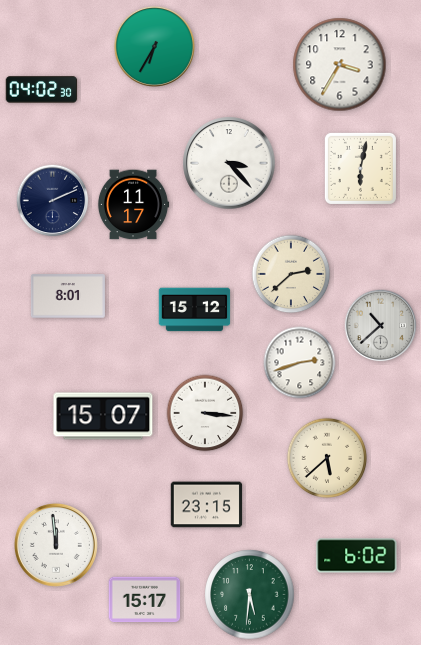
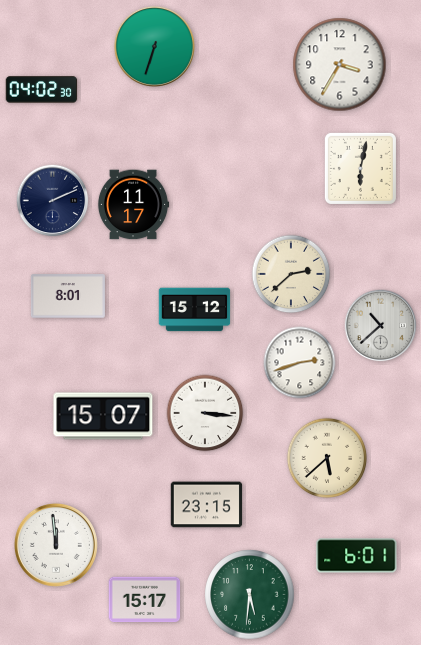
clock at (154, 46): 6:35 -> 6:33
clock at (229, 163): 3:23 -> none
clock at (357, 556): 6:02 -> 6:01
